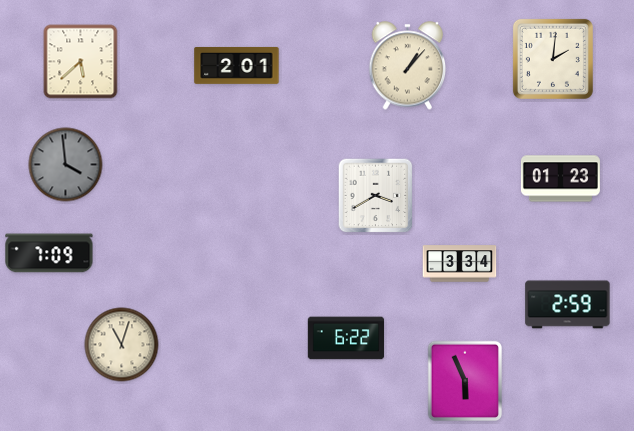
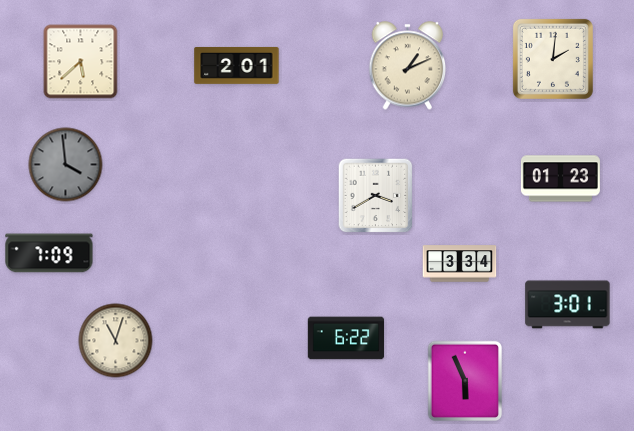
clock at (408, 66): 1:07 -> 1:11
clock at (568, 305): 2:59 -> 3:01
clock at (122, 345) position: (122, 345) -> (116, 341)
